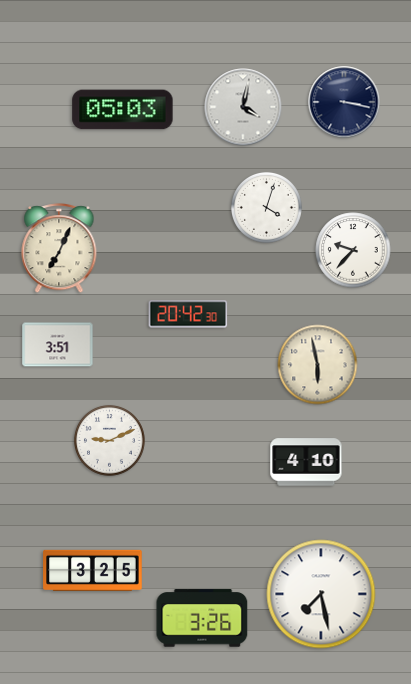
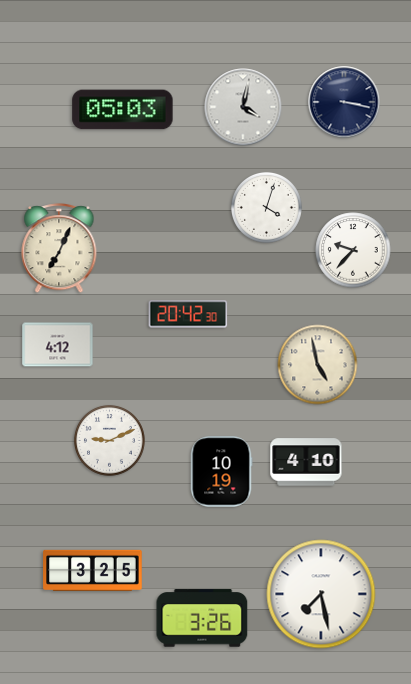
clock at (58, 345): 3:51 -> 4:12
clock at (318, 365): 5:58 -> 4:58
clock at (221, 472): none -> 10:19
